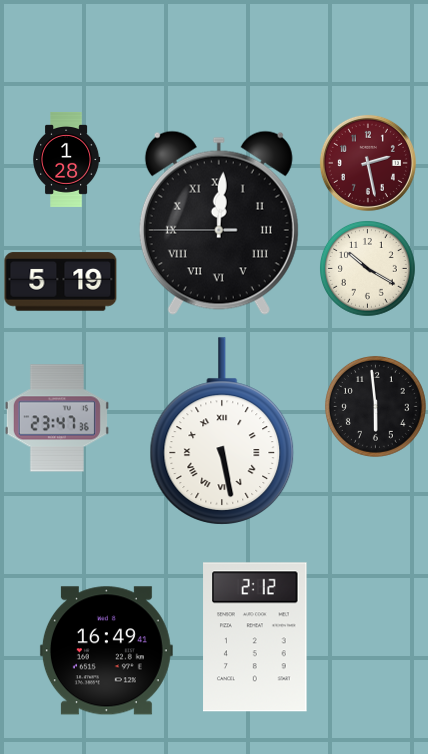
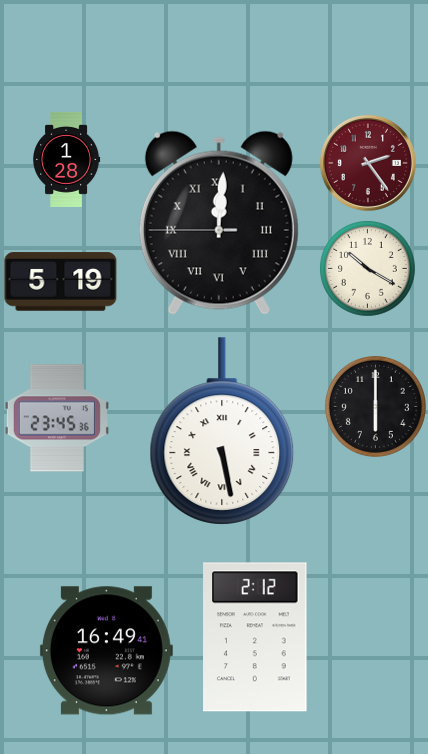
clock at (368, 163): 2:28 -> 2:24
clock at (375, 406): 5:59 -> 6:00
clock at (57, 418): 23:47 -> 23:45
